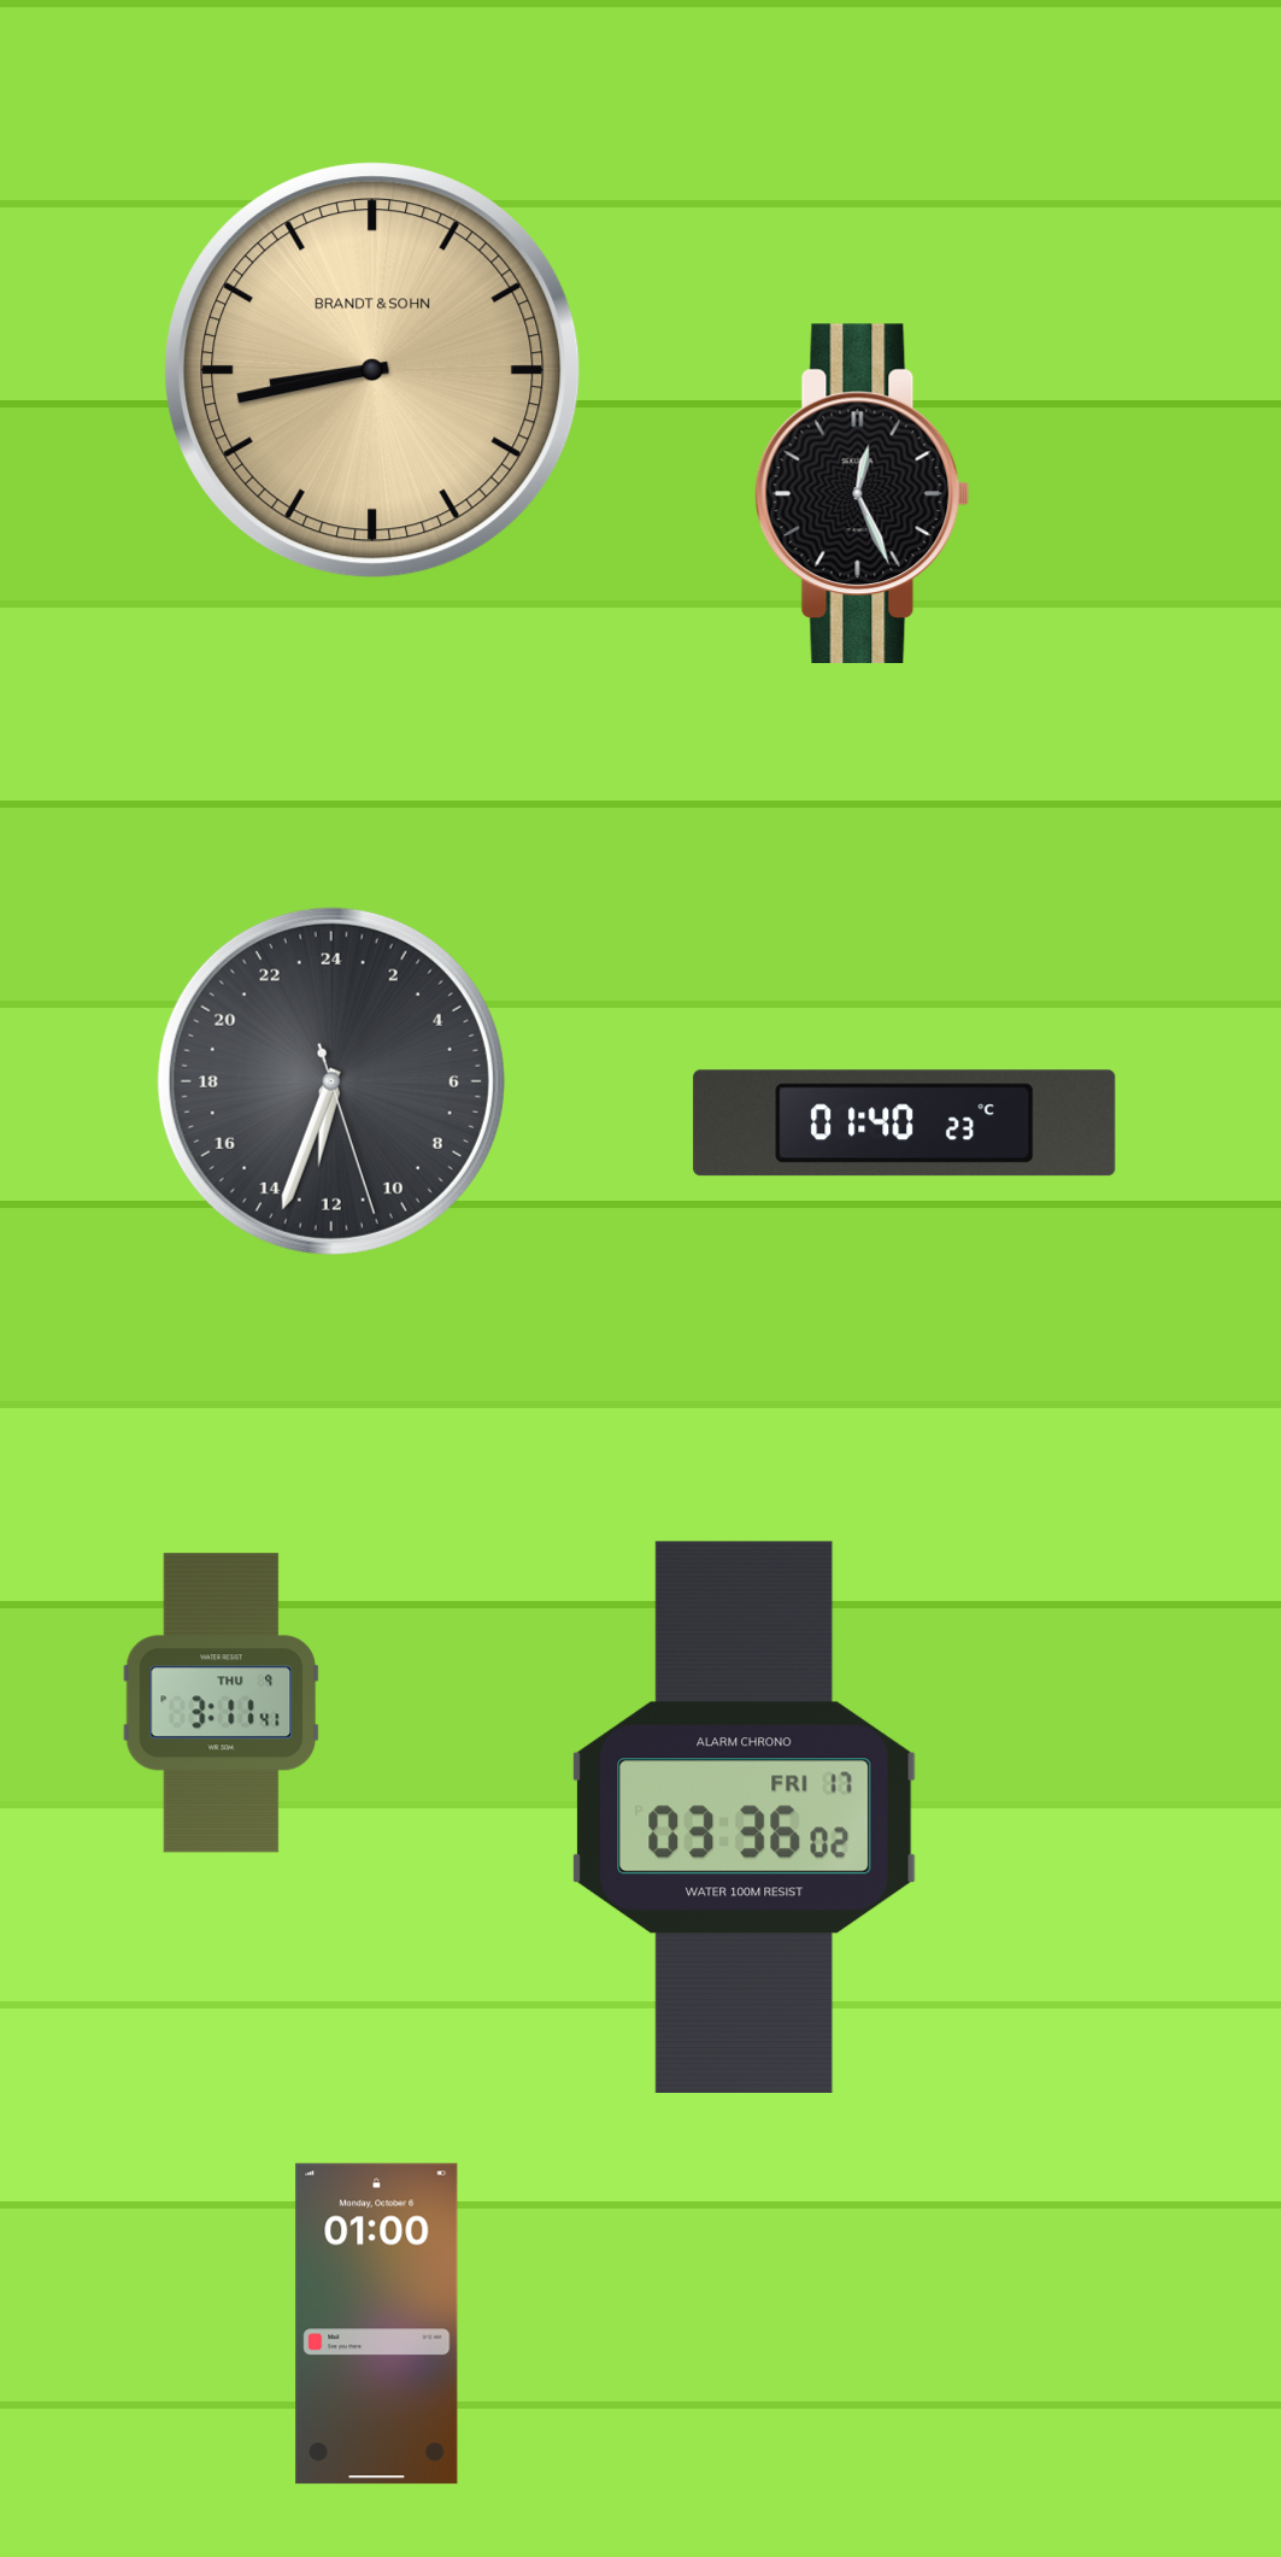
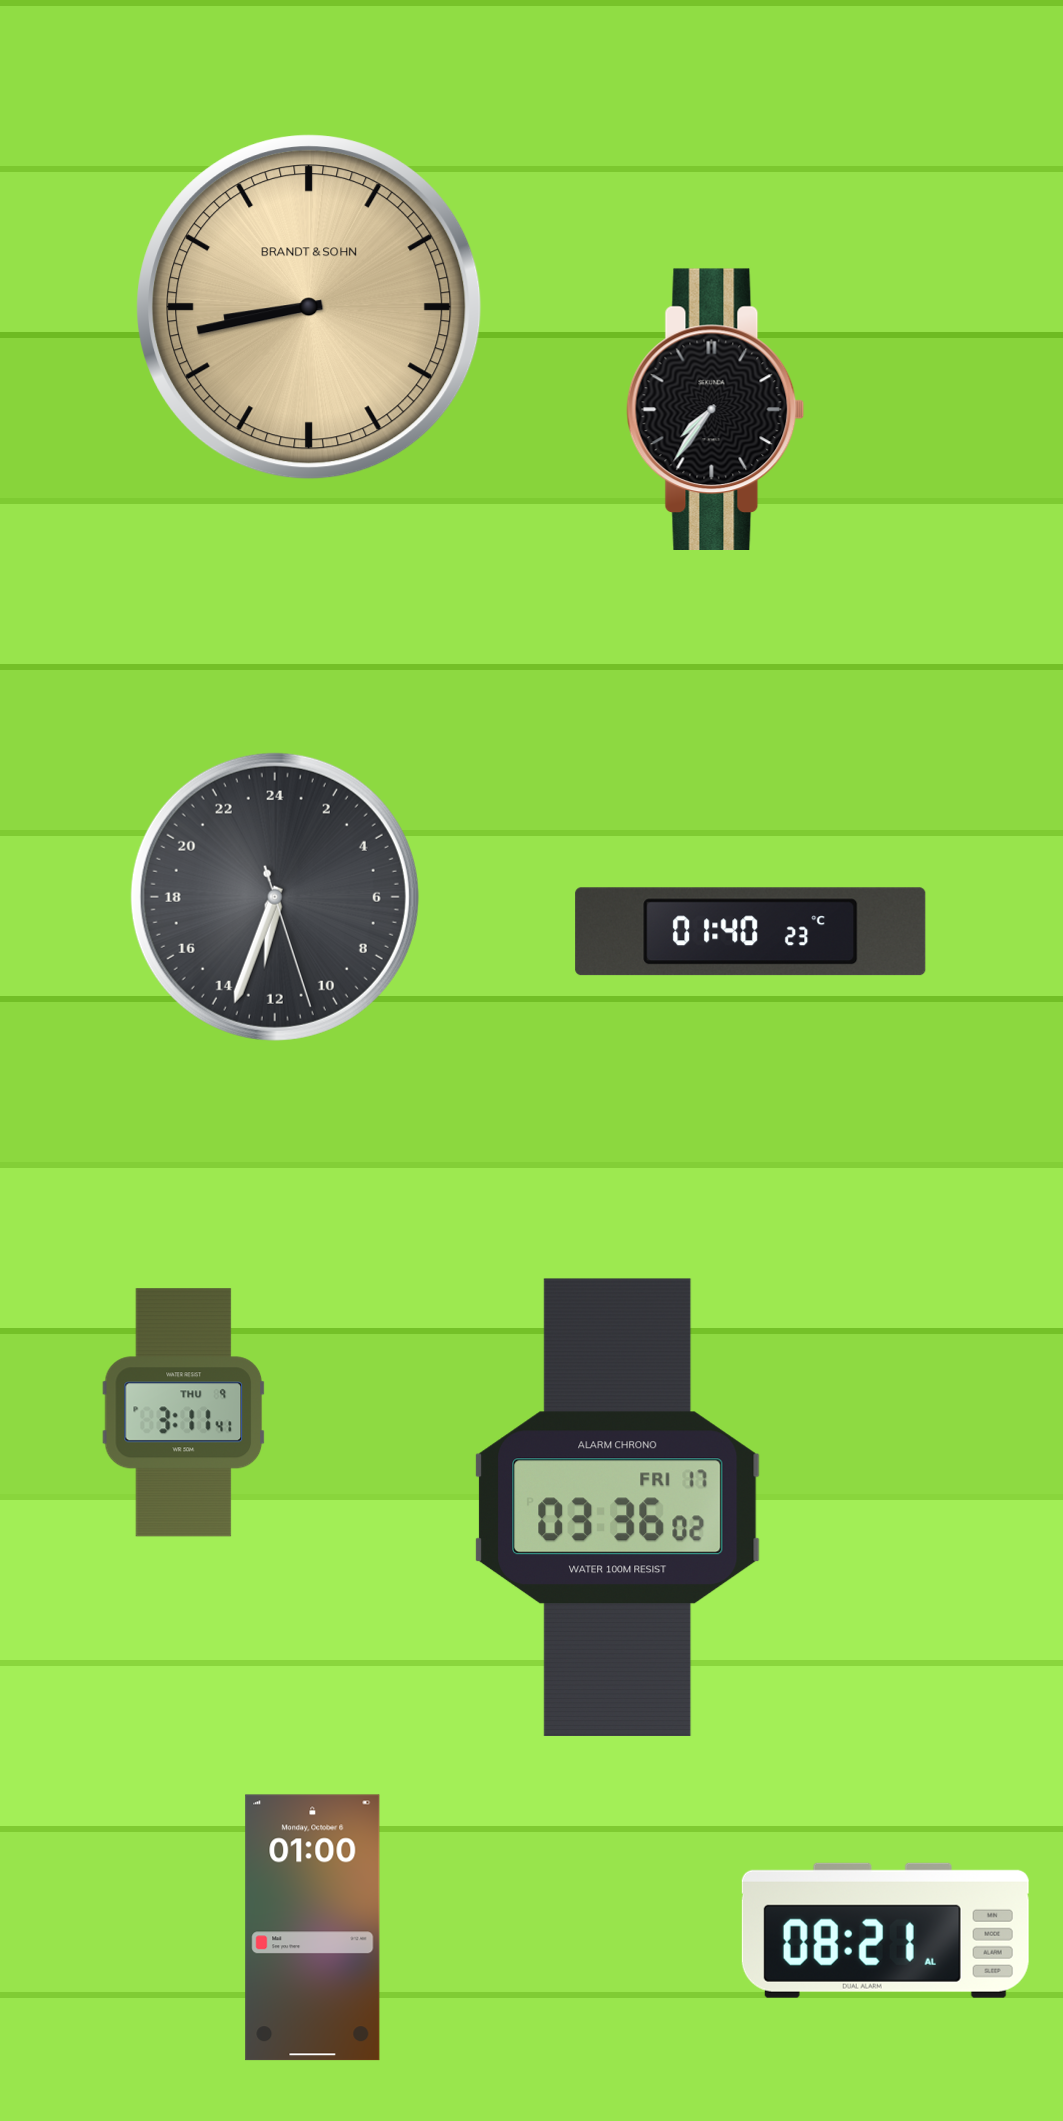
clock at (863, 493): 12:26 -> 7:36
clock at (885, 1930): none -> 08:21
